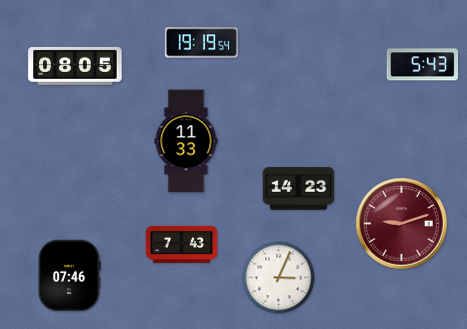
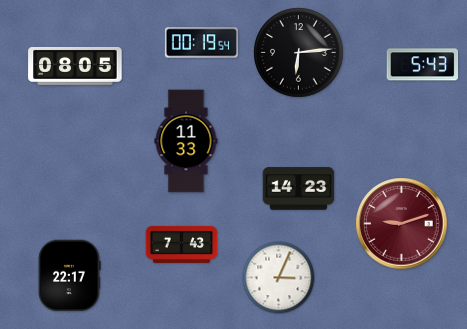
clock at (201, 43): 19:19 -> 00:19
clock at (299, 53): none -> 6:14
clock at (69, 276): 07:46 -> 22:17
